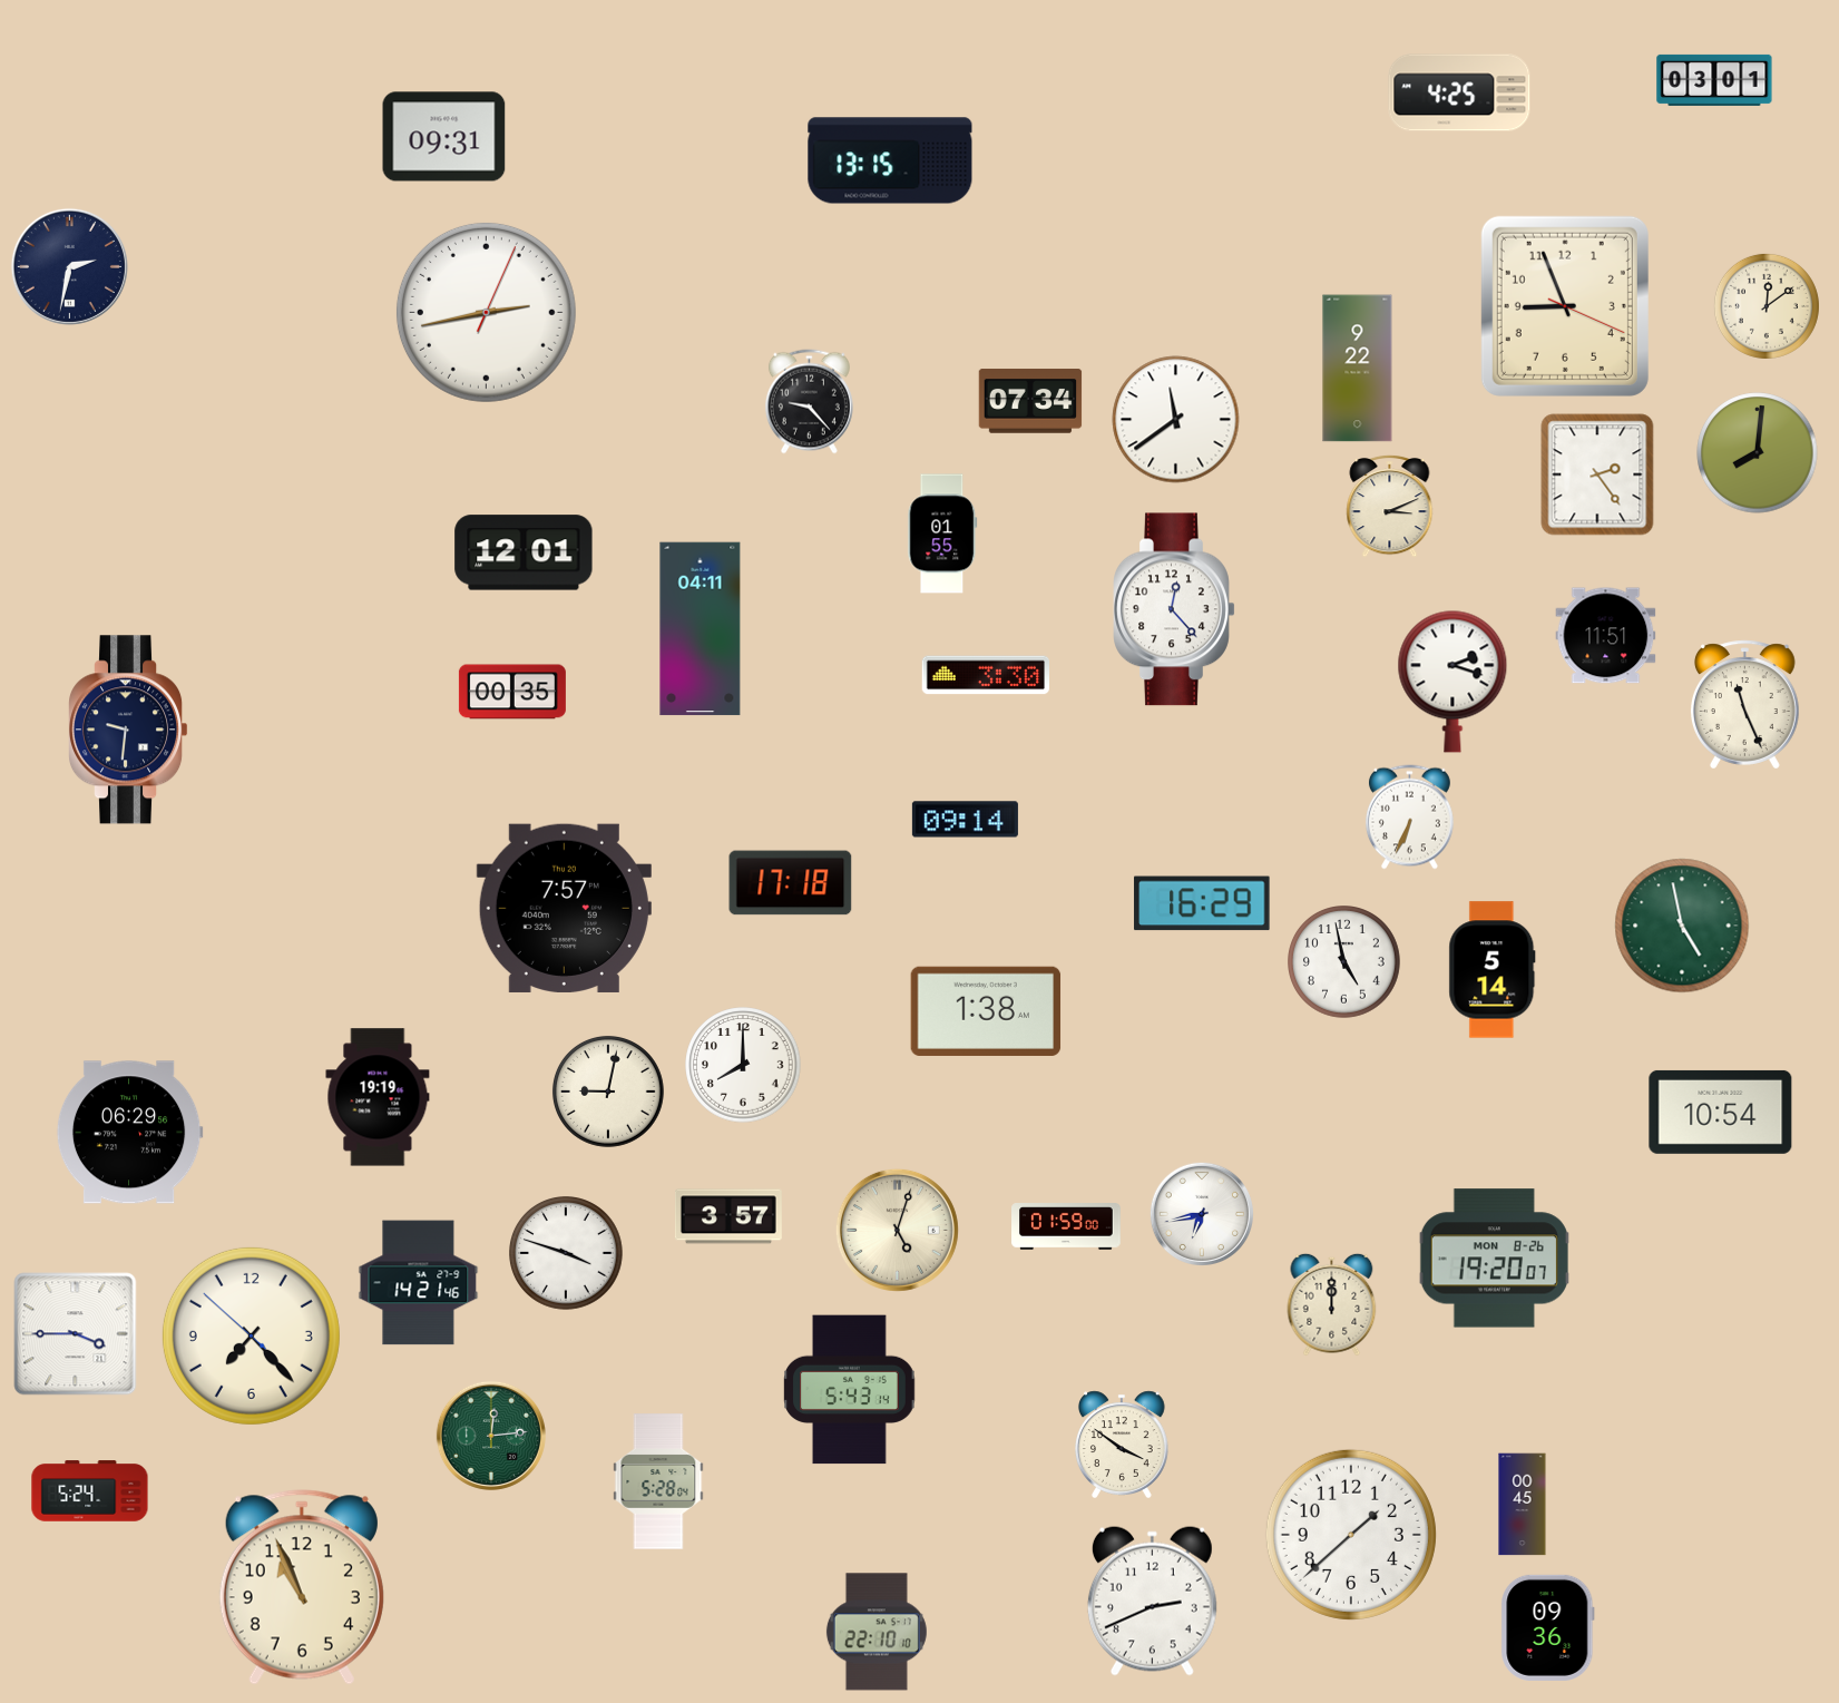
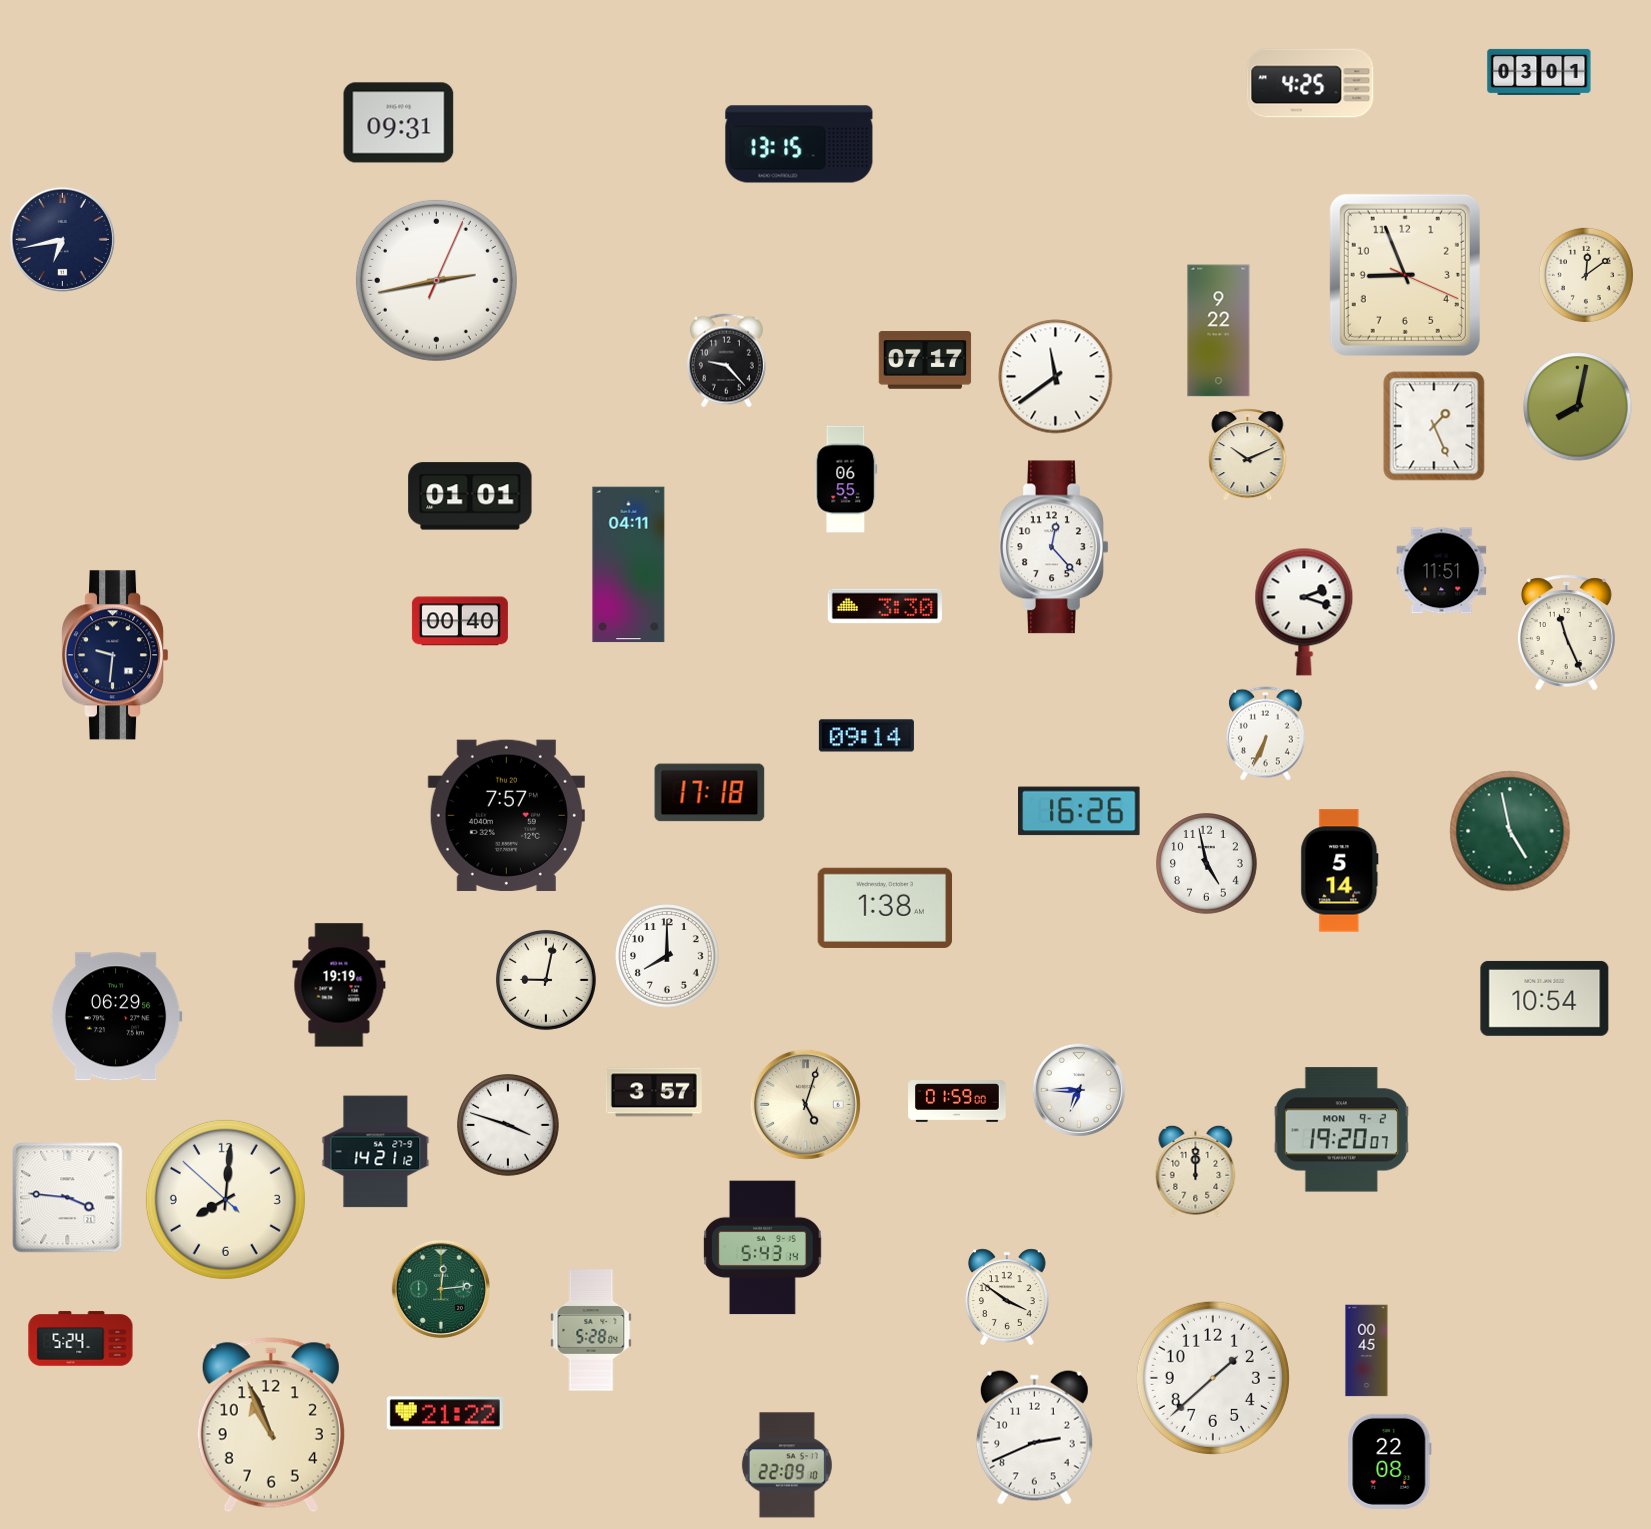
clock at (69, 266): 2:32 -> 6:43
clock at (1030, 401): 07:34 -> 07:17
clock at (1758, 453): 8:01 -> 8:02
clock at (1597, 474): 2:24 -> 1:26
clock at (1390, 506): 3:11 -> 10:11
clock at (942, 534): 01:55 -> 06:55
clock at (524, 552): 12:01 -> 01:01
clock at (512, 692): 00:35 -> 00:40
clock at (1202, 903): 16:29 -> 16:26
clock at (1202, 1214): 6:43 -> 6:45
clock at (1494, 1259) date: MON 8-26 -> MON 9-2
clock at (419, 1283): 14:21:46 -> 14:21:12
clock at (76, 1334): 3:45 -> 3:46
clock at (251, 1335): 7:22 -> 8:00
clock at (445, 1413): none -> 21:22
clock at (1548, 1627): 09:36 -> 22:08
clock at (877, 1632): 22:10 -> 22:09
